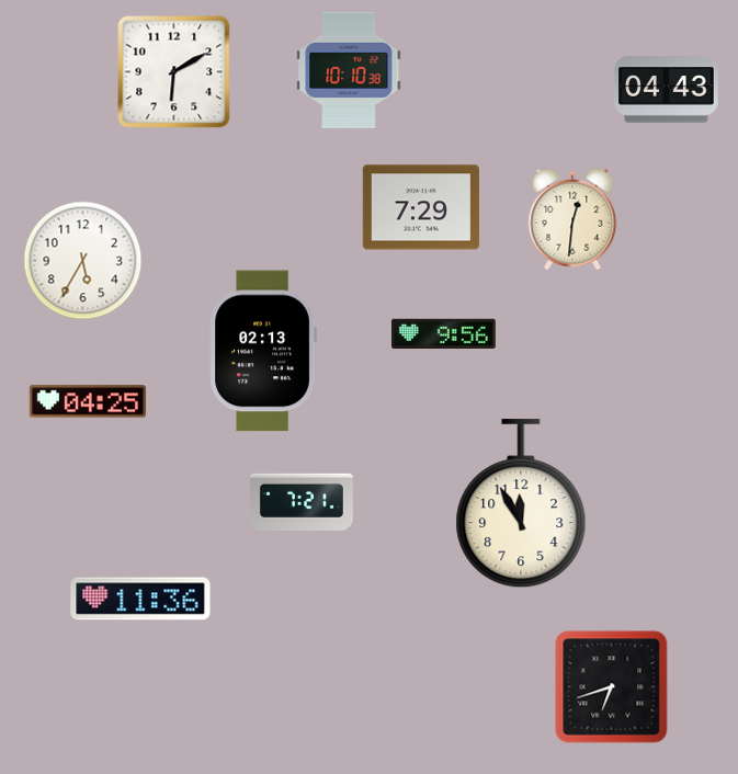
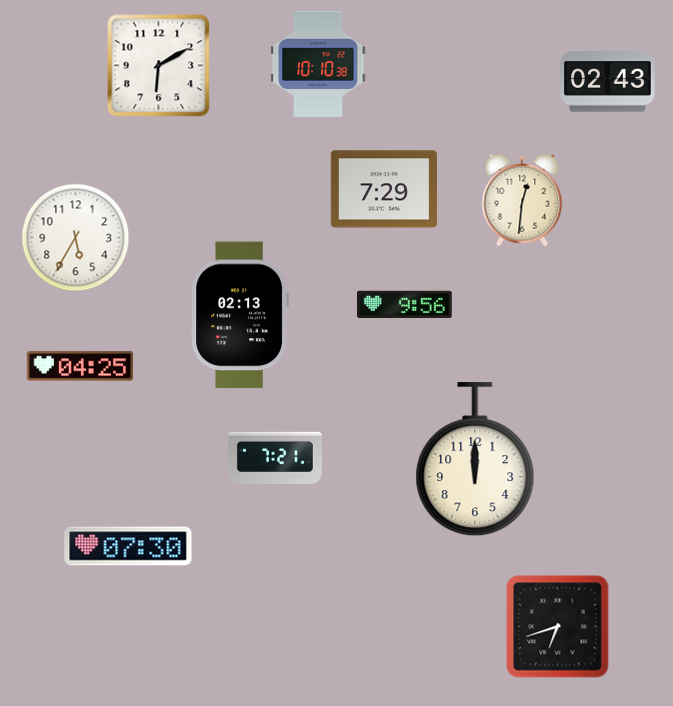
clock at (667, 90): 04:43 -> 02:43
clock at (263, 351) position: (263, 351) -> (240, 315)
clock at (521, 504): 11:55 -> 12:00
clock at (140, 599): 11:36 -> 07:30
